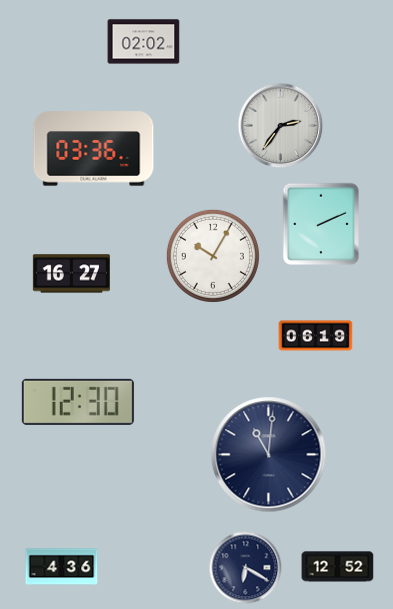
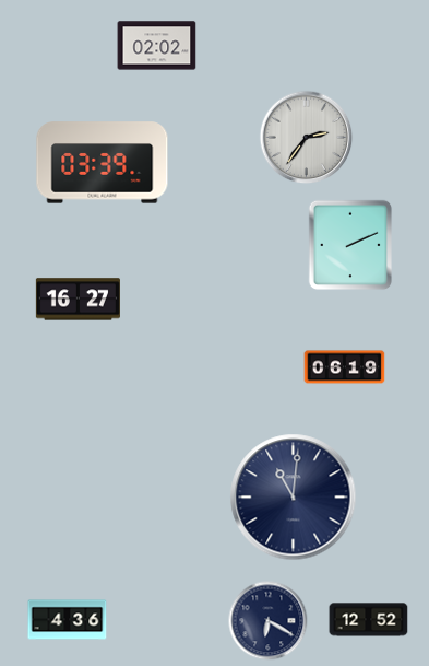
clock at (94, 149): 03:36 -> 03:39
clock at (213, 256): 10:05 -> none
clock at (78, 402): 12:30 -> none
